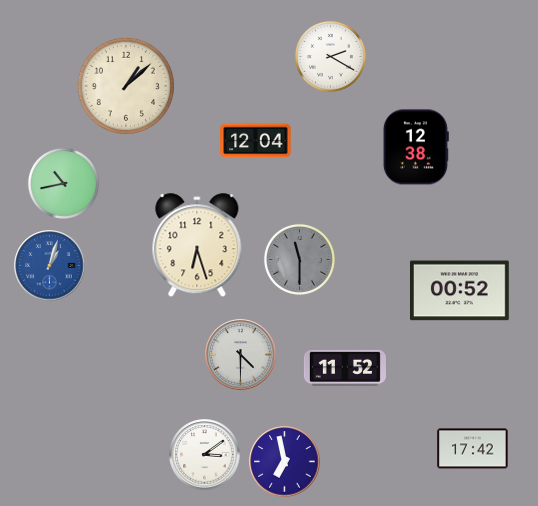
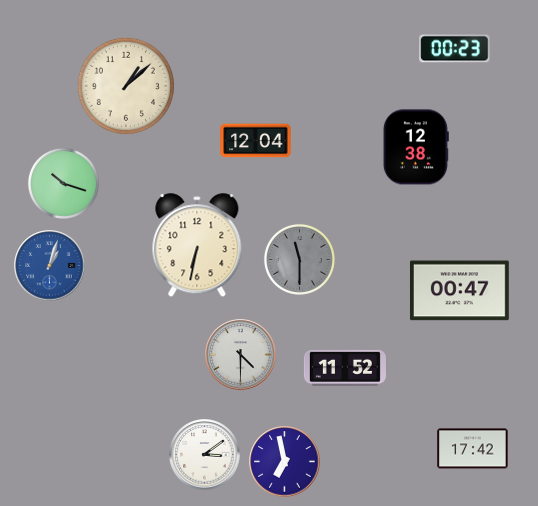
clock at (455, 49): none -> 00:23
clock at (330, 56): 2:20 -> none
clock at (63, 183): 10:43 -> 10:18
clock at (197, 246): 6:27 -> 6:32
clock at (459, 291): 00:52 -> 00:47
